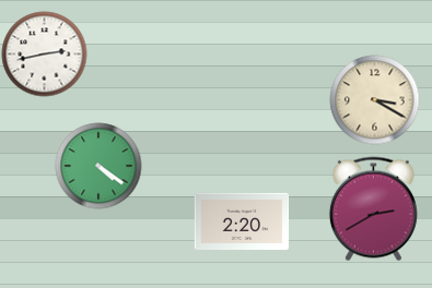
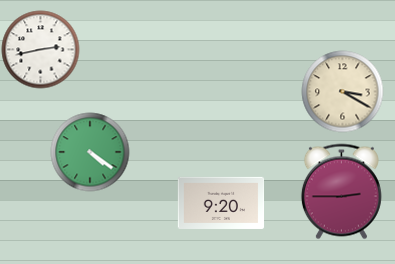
clock at (373, 208): 2:40 -> 2:45
clock at (242, 220): 2:20 -> 9:20
